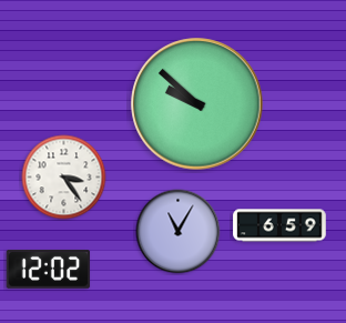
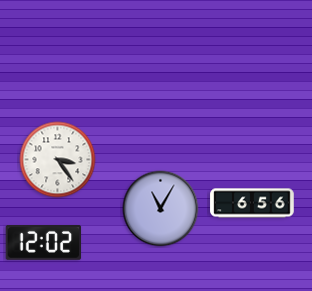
clock at (197, 104): 9:52 -> none
clock at (279, 225): 6:59 -> 6:56
